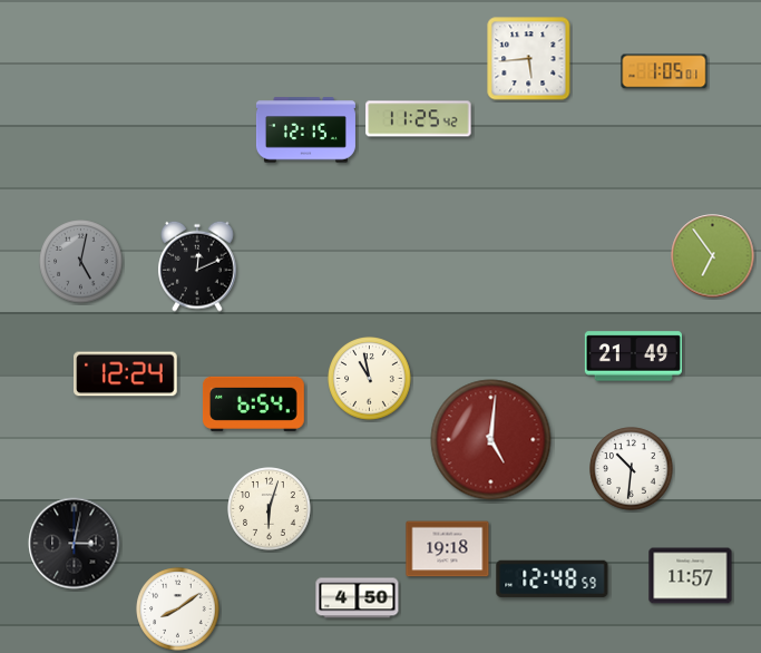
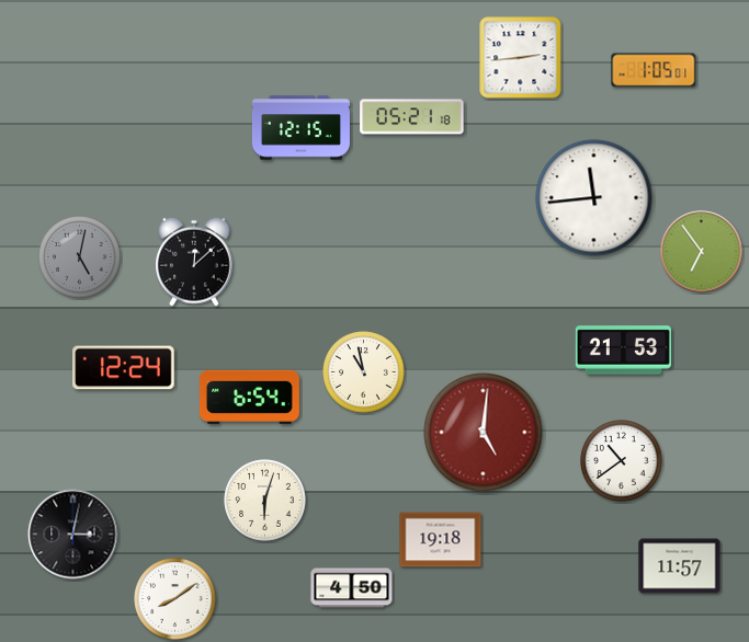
clock at (529, 59): 5:44 -> 2:44
clock at (419, 119): 11:25 -> 05:21
clock at (594, 198): none -> 11:44
clock at (197, 266): 12:11 -> 12:08
clock at (633, 357): 21:49 -> 21:53
clock at (632, 469): 10:31 -> 10:39
clock at (553, 578): 12:48 -> none
